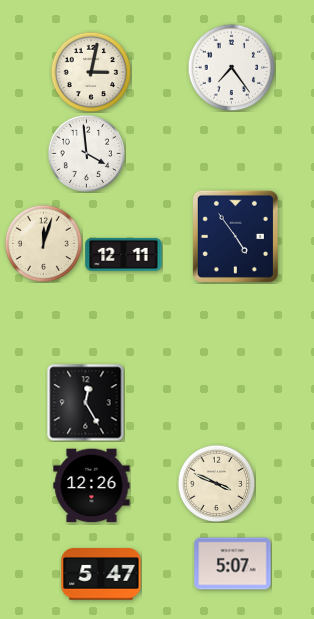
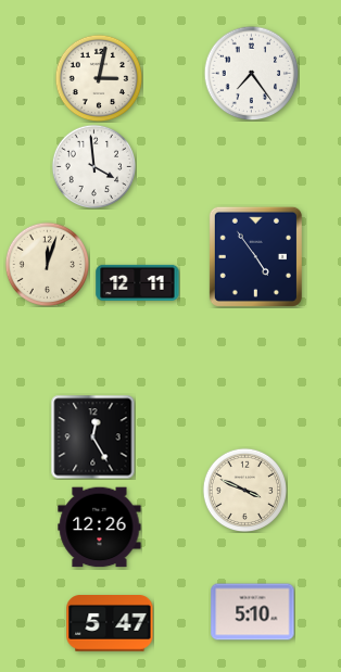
clock at (124, 254) position: (124, 254) -> (138, 282)
clock at (216, 483) position: (216, 483) -> (244, 490)
clock at (233, 564): 5:07 -> 5:10
